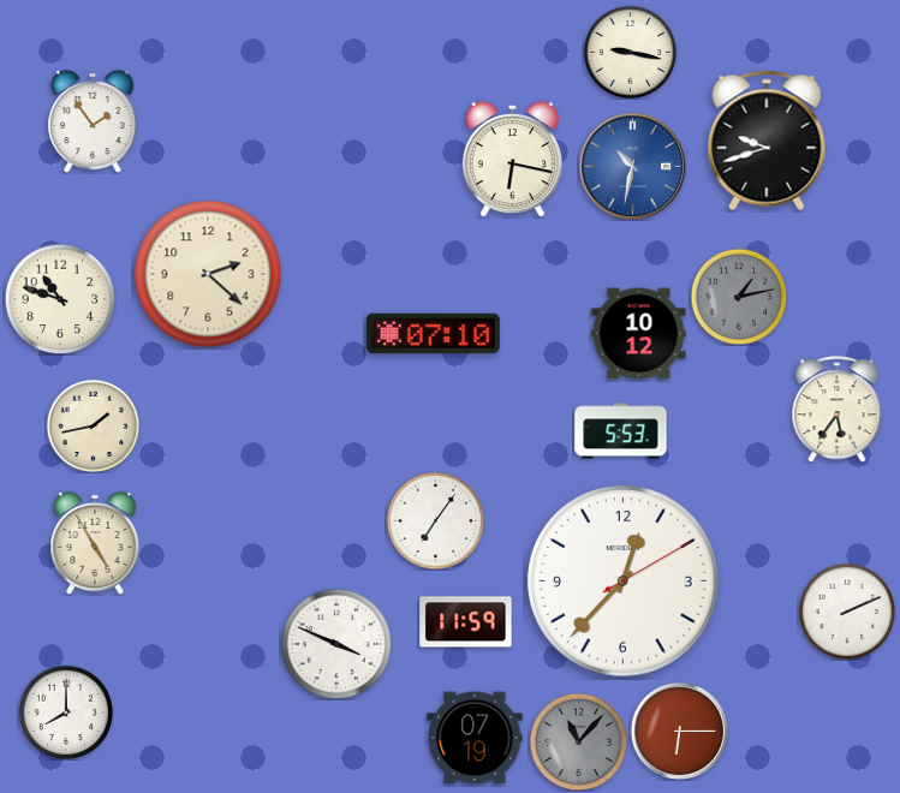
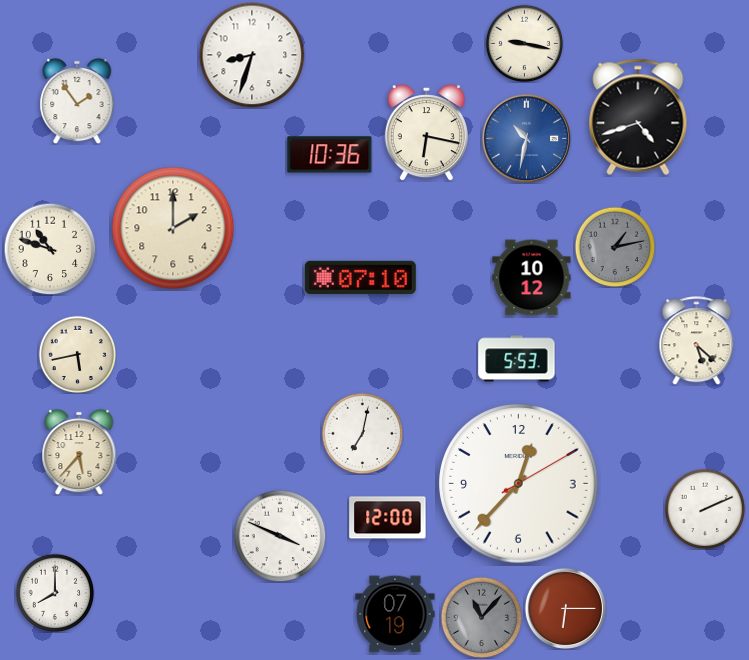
clock at (252, 55): none -> 8:33
clock at (767, 141): 9:42 -> 4:42
clock at (330, 155): none -> 10:36
clock at (208, 274): 2:22 -> 2:00
clock at (838, 410): 5:36 -> 5:22
clock at (93, 425): 1:43 -> 5:43
clock at (435, 520): 7:06 -> 7:02
clock at (95, 543): 4:55 -> 5:37
clock at (466, 622): 11:59 -> 12:00
